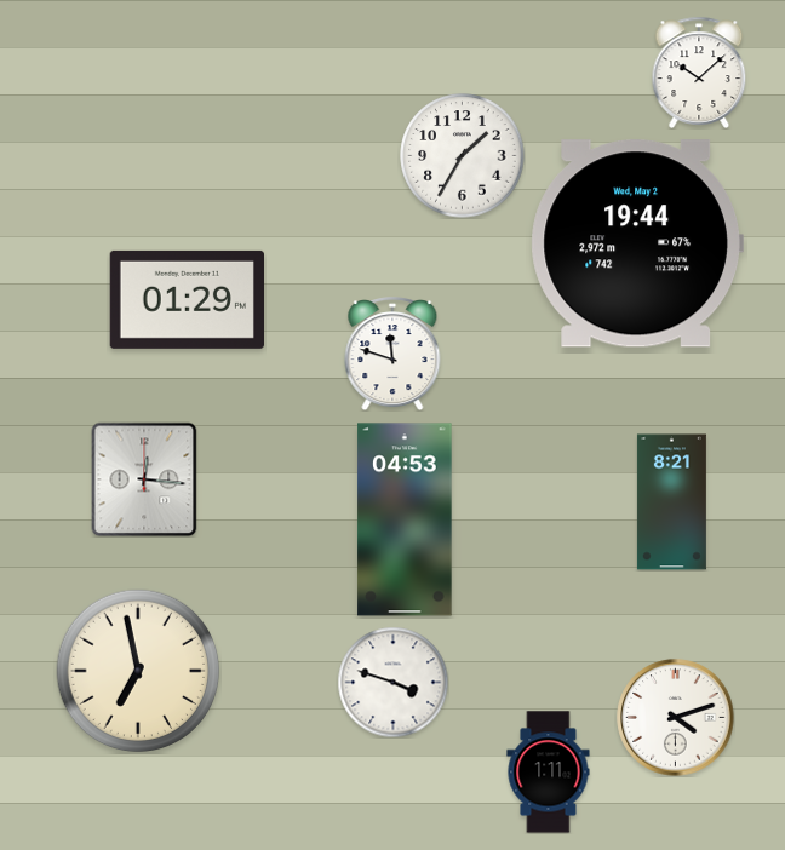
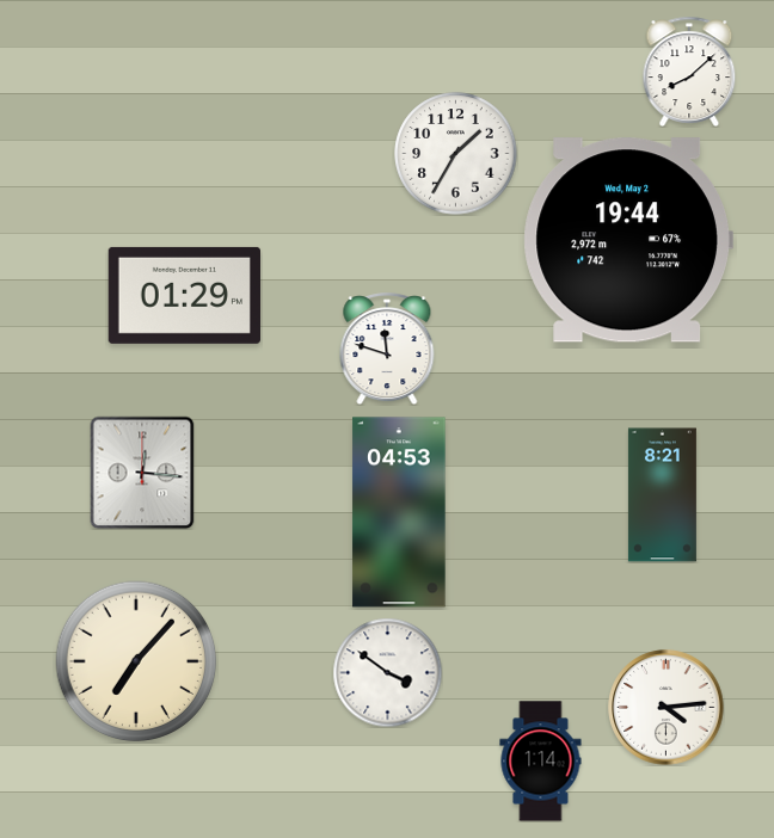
clock at (699, 73): 10:08 -> 8:08
clock at (138, 671): 6:58 -> 7:07
clock at (392, 682): 3:48 -> 3:51
clock at (676, 718): 4:12 -> 4:14
clock at (549, 773): 1:11 -> 1:14
